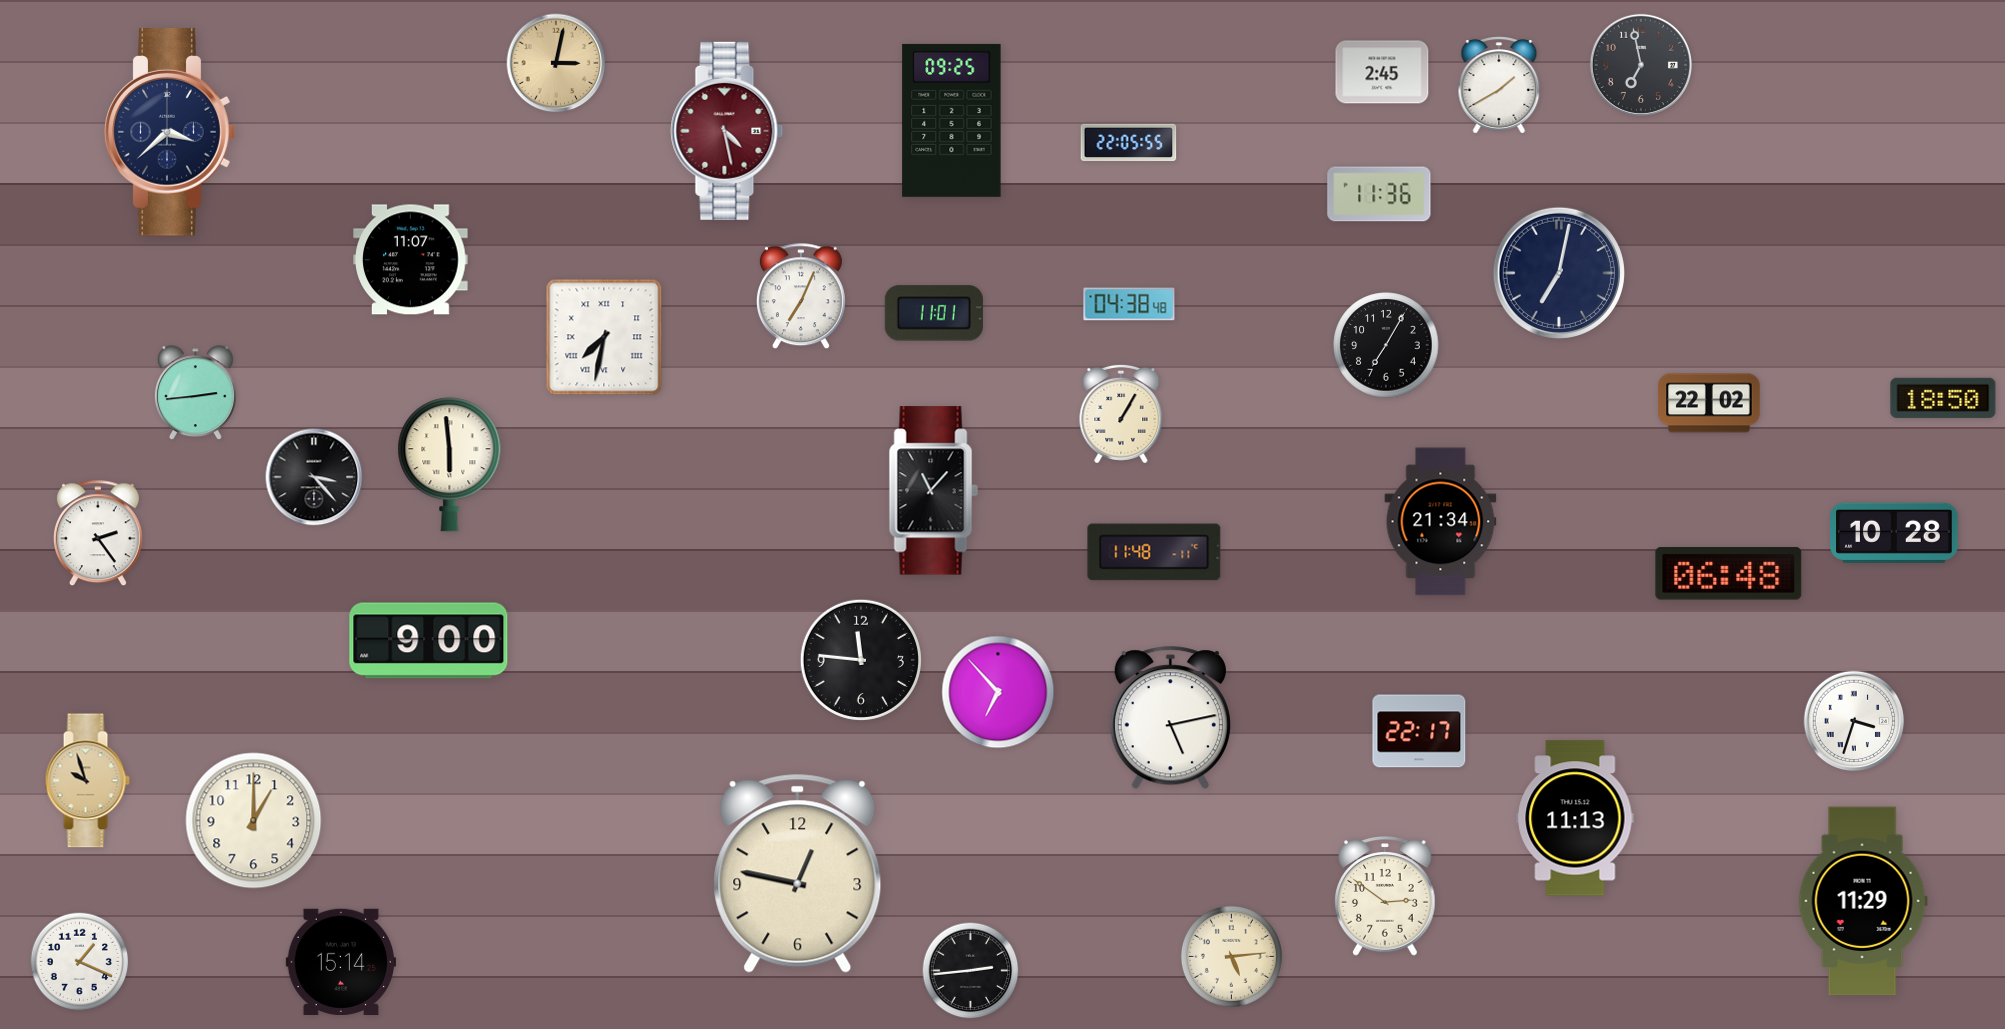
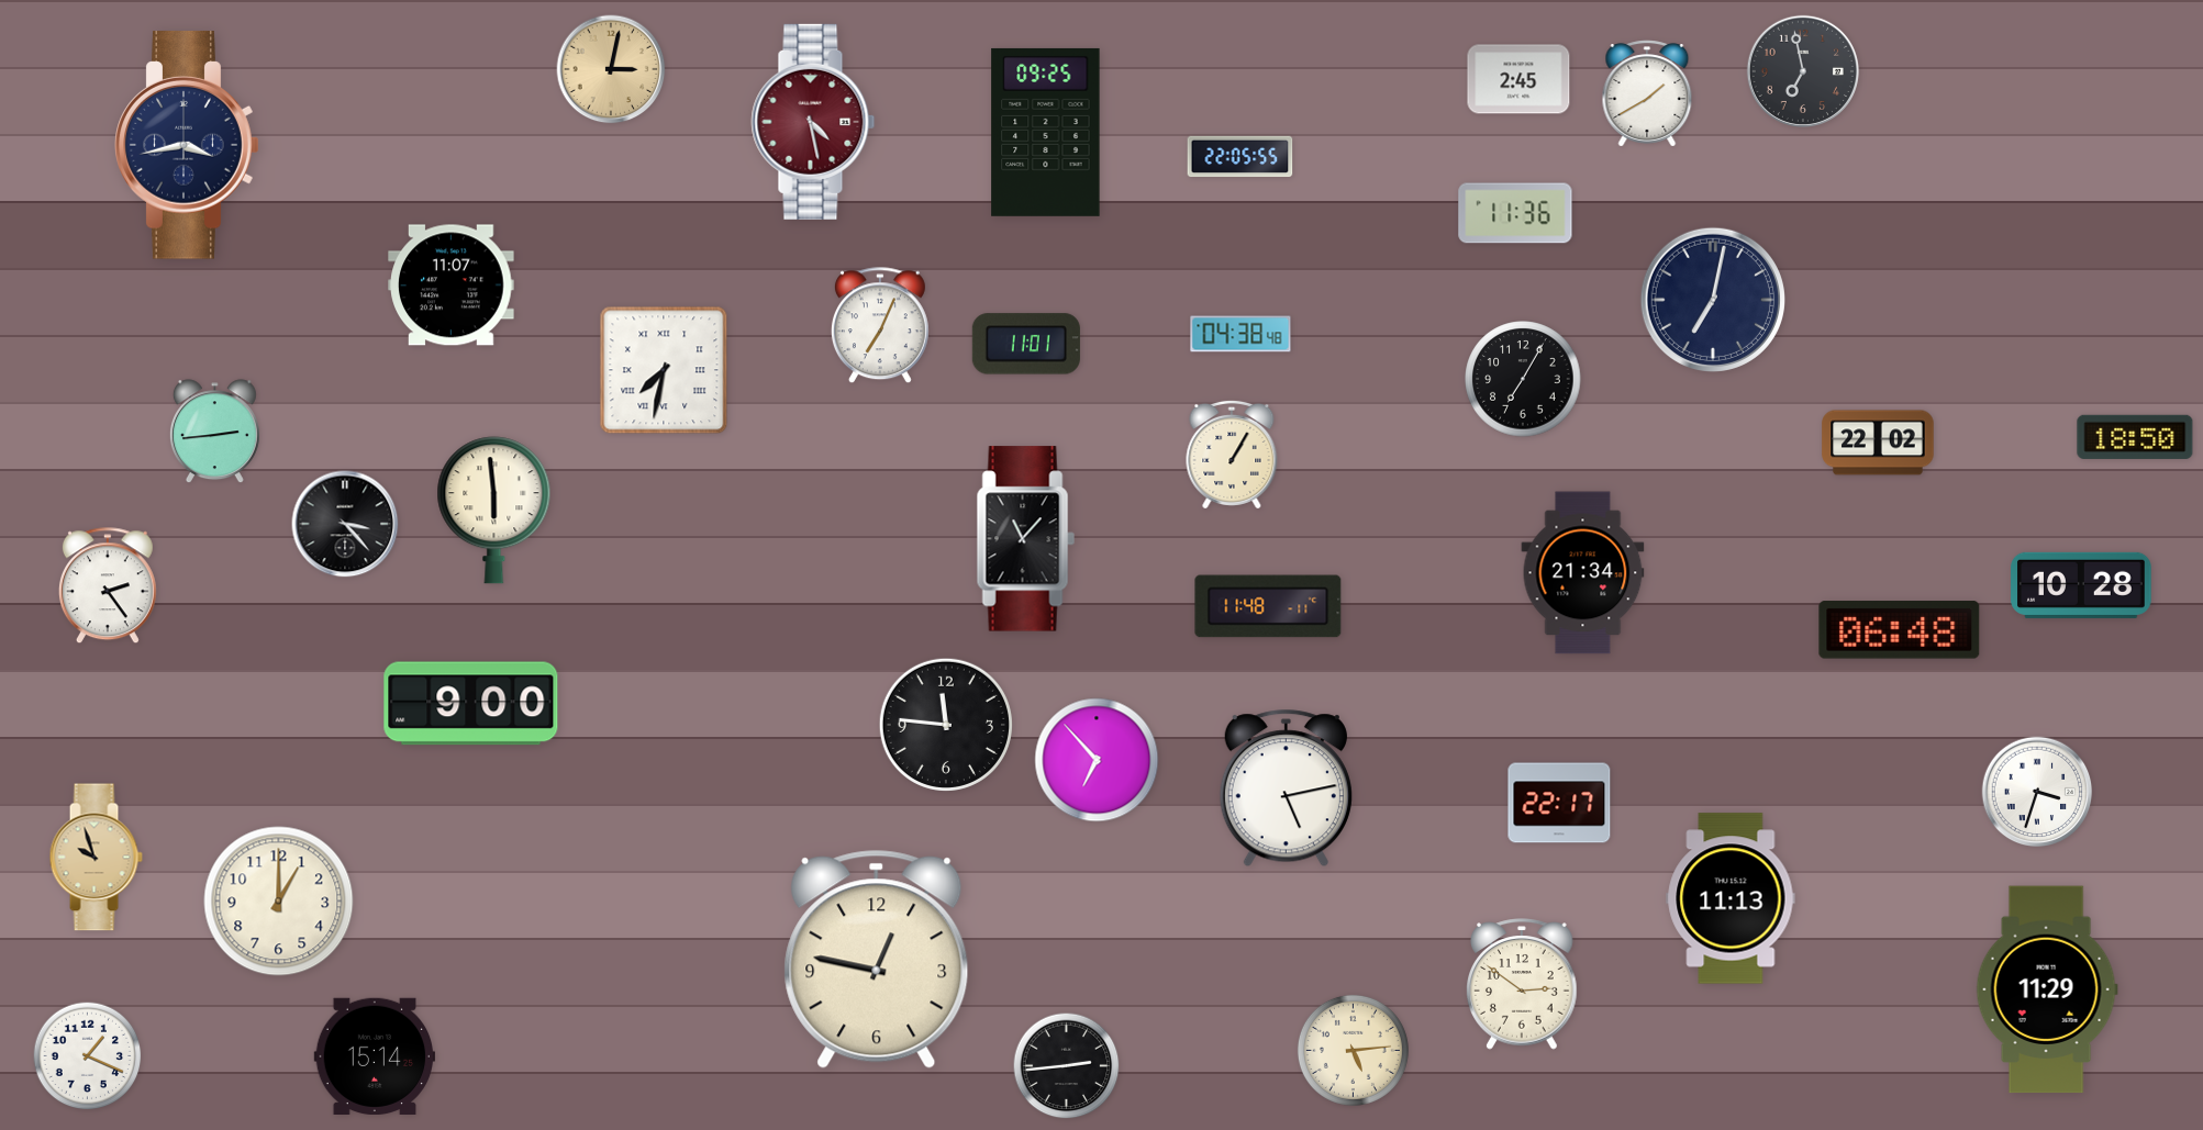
clock at (727, 131) position: (727, 131) -> (813, 122)
clock at (170, 132): 3:38 -> 3:43
